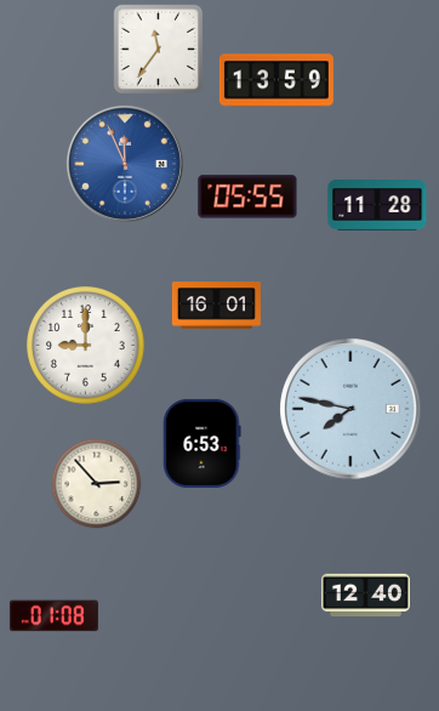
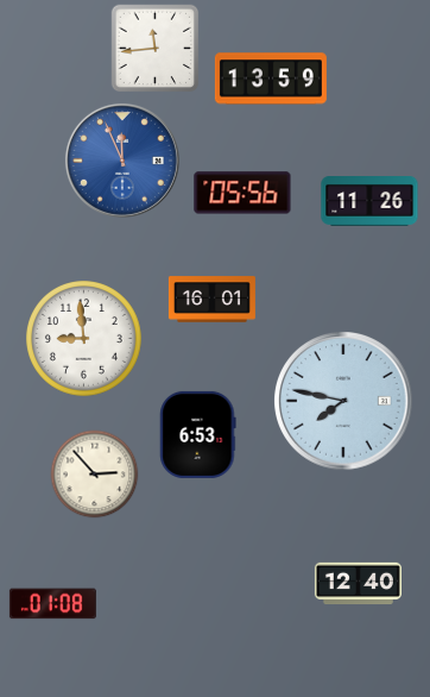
clock at (159, 50): 11:36 -> 11:44
clock at (247, 197): 05:55 -> 05:56
clock at (377, 206): 11:28 -> 11:26
clock at (86, 346): 9:00 -> 8:59
